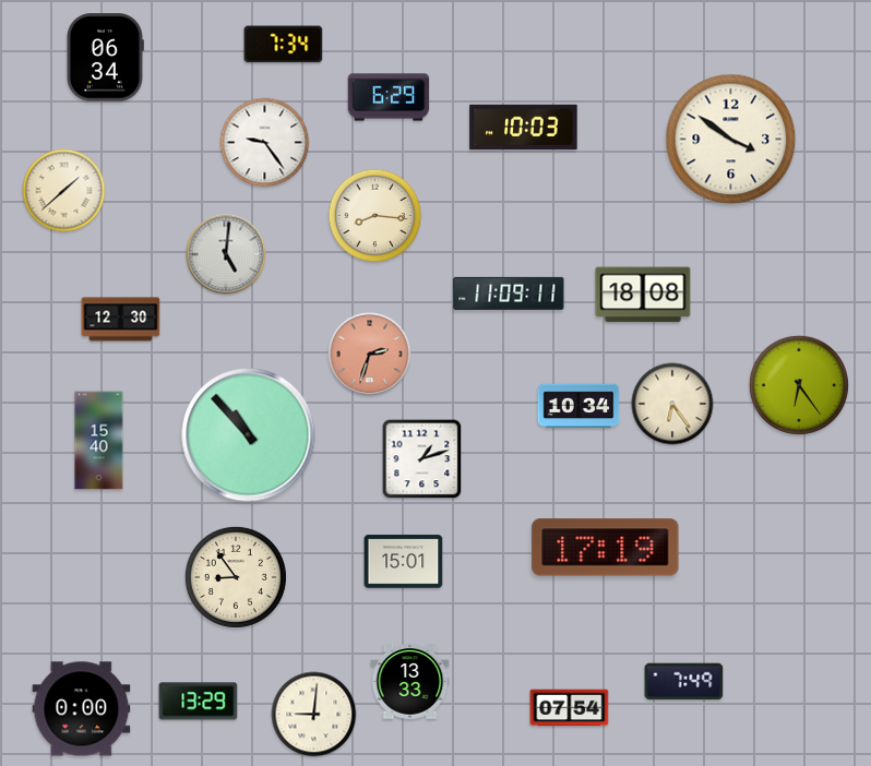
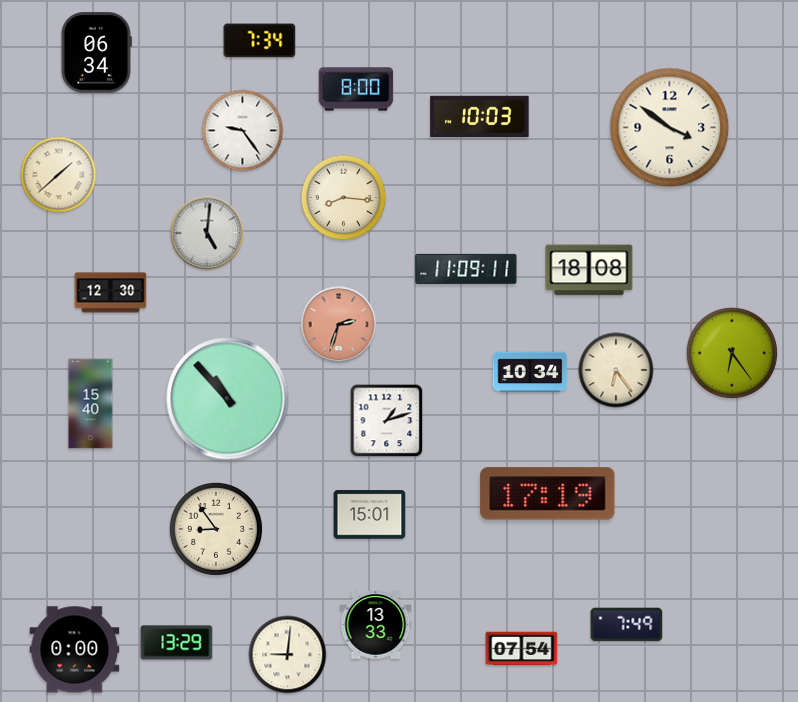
clock at (389, 97): 6:29 -> 8:00
clock at (606, 548) position: (606, 548) -> (548, 494)
clock at (199, 702) position: (199, 702) -> (177, 643)
